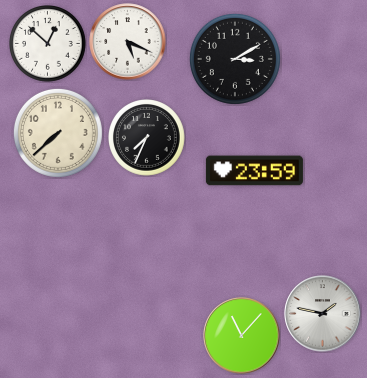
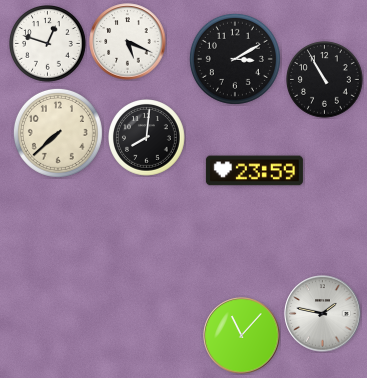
clock at (48, 44): 12:52 -> 12:48
clock at (325, 80): none -> 10:55
clock at (147, 138): 7:34 -> 8:01
